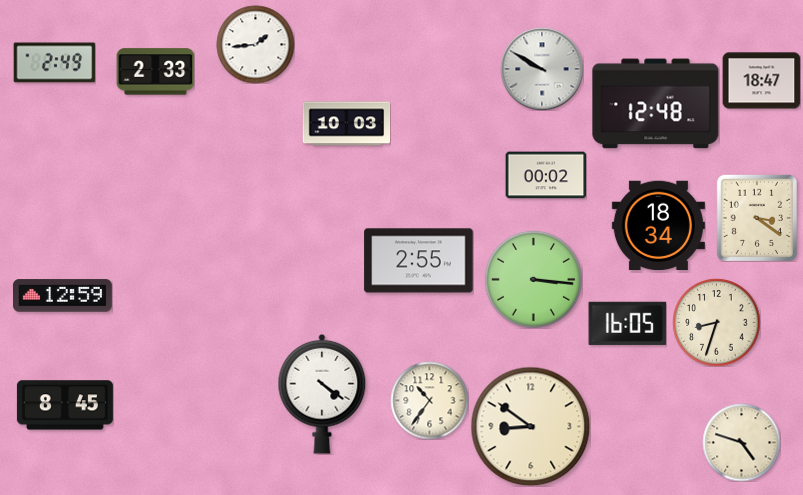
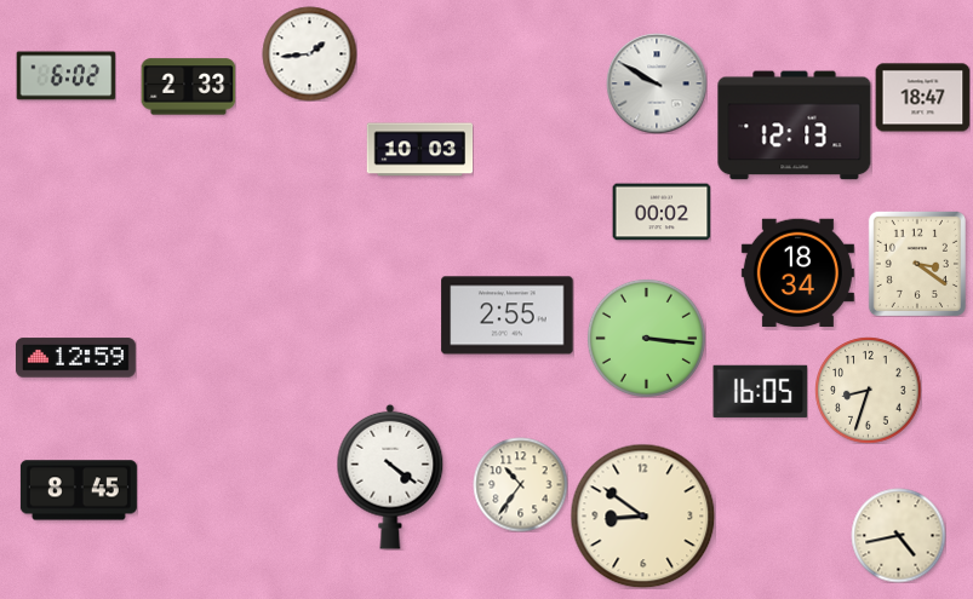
clock at (54, 63): 2:49 -> 6:02
clock at (656, 104): 12:48 -> 12:13
clock at (741, 442): 4:48 -> 4:43
